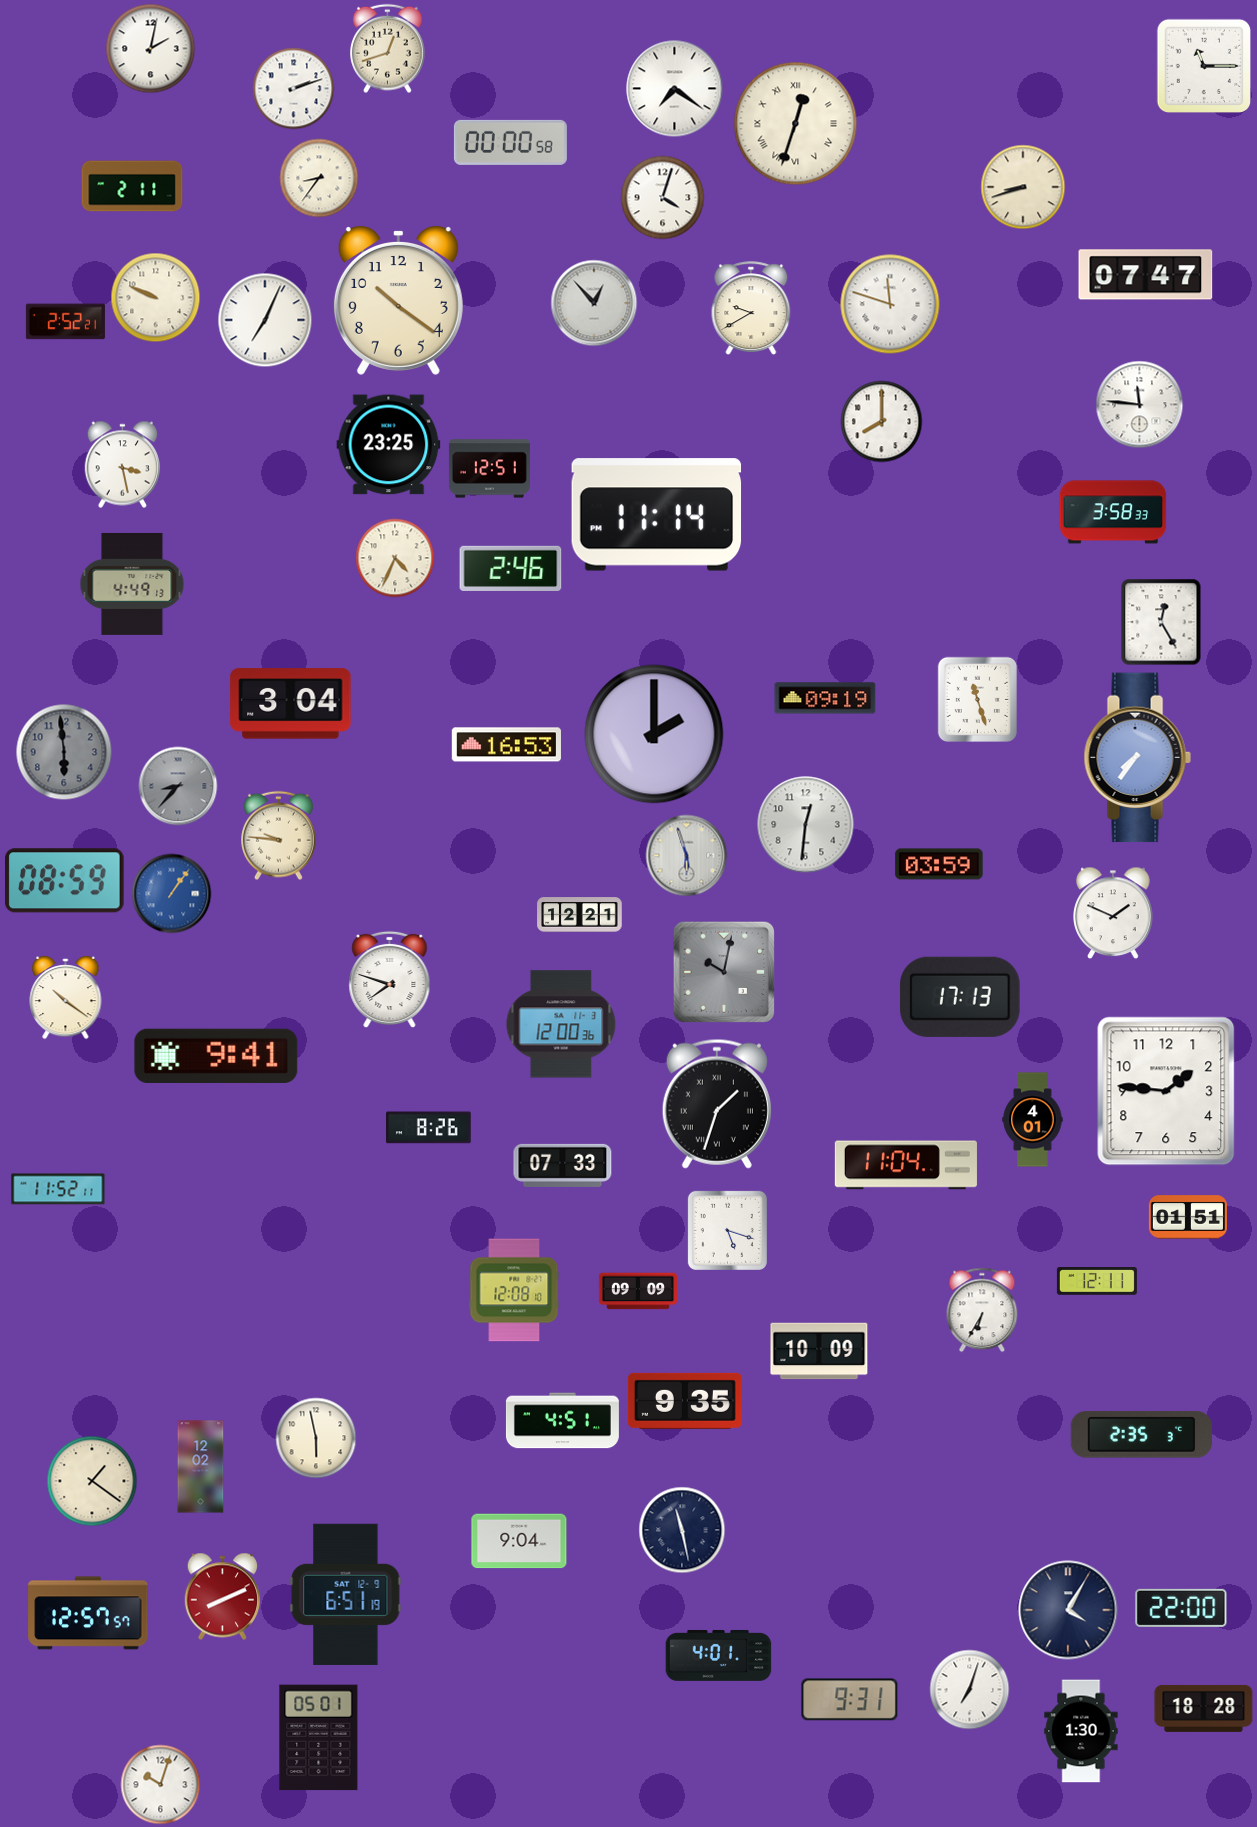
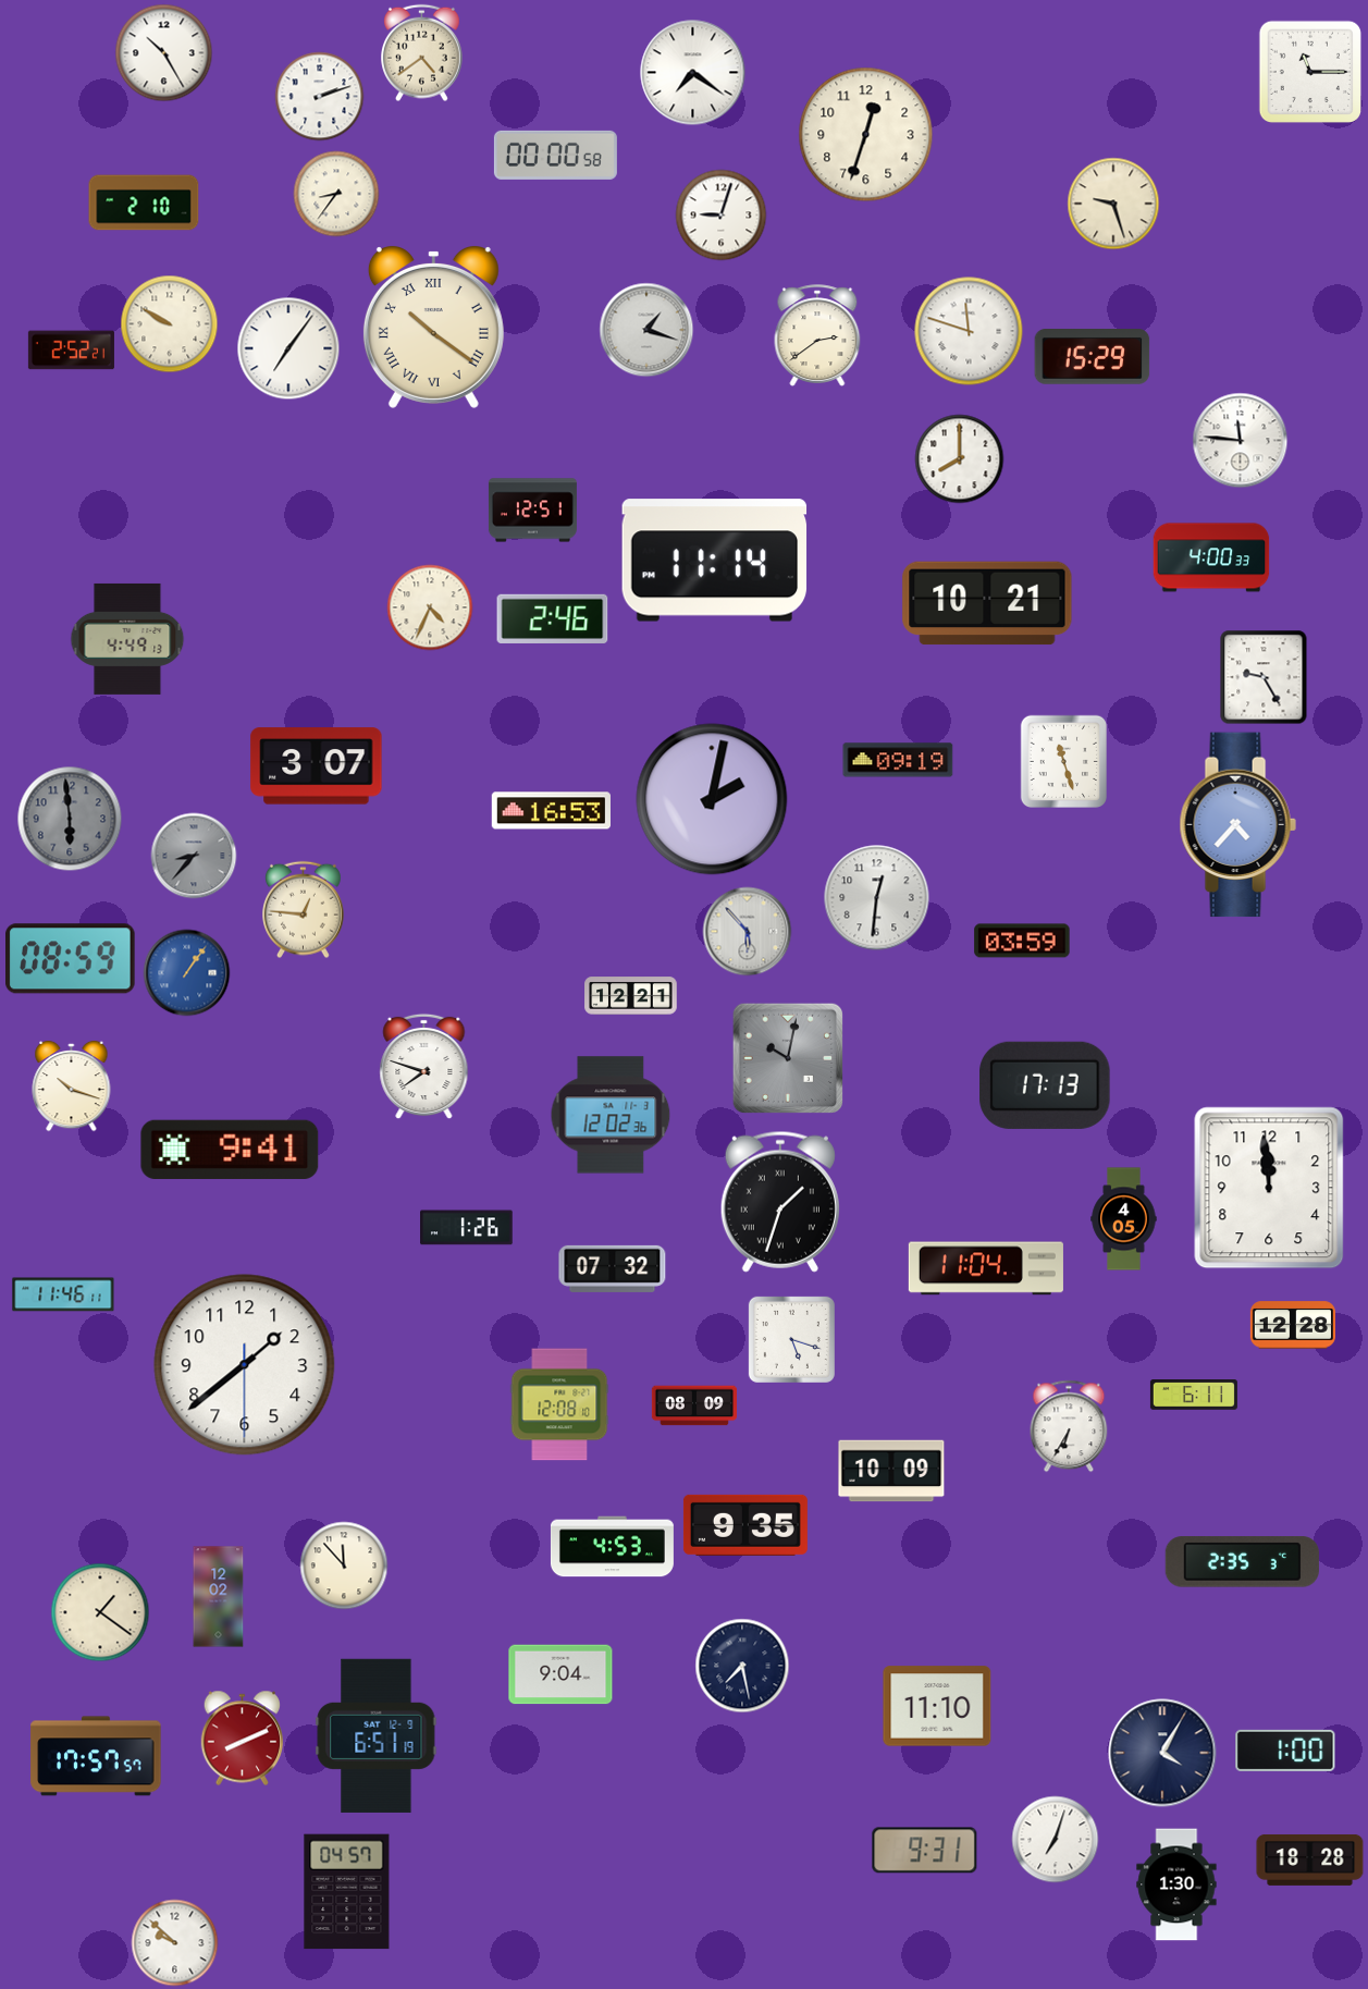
clock at (151, 49): 2:02 -> 10:25
clock at (388, 49): 12:42 -> 4:39
clock at (675, 89) position: (675, 89) -> (693, 73)
clock at (796, 124) numerals: Roman -> Arabic
clock at (319, 178) position: (319, 178) -> (336, 194)
clock at (132, 186): 2:11 -> 2:10
clock at (1023, 187): 8:42 -> 9:27
clock at (663, 198): 4:03 -> 9:03
clock at (1146, 275): 07:47 -> none
clock at (156, 298): 9:49 -> 9:50
clock at (398, 301) numerals: Arabic -> Roman
clock at (594, 303): 12:53 -> 1:18
clock at (751, 308): 9:40 -> 2:39
clock at (265, 320): 7:04 -> 7:06
clock at (1093, 357): none -> 15:29
clock at (389, 445): 23:25 -> none
clock at (123, 465): 3:28 -> none
clock at (1113, 512): 3:58 -> 4:00
clock at (987, 603): none -> 10:21
clock at (511, 568) position: (511, 568) -> (553, 618)
clock at (132, 584) position: (132, 584) -> (127, 639)
clock at (1161, 622): 12:25 -> 9:25
clock at (291, 704): 3:04 -> 3:07
clock at (654, 734): 2:00 -> 2:02
clock at (1137, 758): 7:36 -> 4:37
clock at (279, 836): 9:46 -> 12:46
clock at (687, 856): 5:57 -> 5:53
clock at (1113, 913): 1:49 -> none
clock at (66, 998): 10:21 -> 10:18
clock at (561, 1024): 12:00 -> 12:02
clock at (216, 1056) position: (216, 1056) -> (230, 1150)
clock at (1166, 1091): 1:46 -> 11:59
clock at (1033, 1120): 4:01 -> 4:05
clock at (429, 1128): 8:26 -> 1:26
clock at (563, 1165): 07:33 -> 07:32
clock at (58, 1189): 11:52 -> 11:46
clock at (1188, 1217): 01:51 -> 12:28
clock at (245, 1365): none -> 1:38
clock at (1097, 1281): 12:11 -> 6:11
clock at (637, 1291): 09:09 -> 08:09
clock at (562, 1421): 4:51 -> 4:53
clock at (316, 1438): 5:58 -> 11:53
clock at (682, 1530): 11:28 -> 7:28
clock at (519, 1541) position: (519, 1541) -> (560, 1674)
clock at (937, 1706): none -> 11:10
clock at (1181, 1608): 22:00 -> 1:00
clock at (88, 1613): 12:57 -> 17:57
clock at (719, 1656): 4:01 -> none
clock at (319, 1738): 05:01 -> 04:57
clock at (161, 1785): 10:03 -> 9:52
